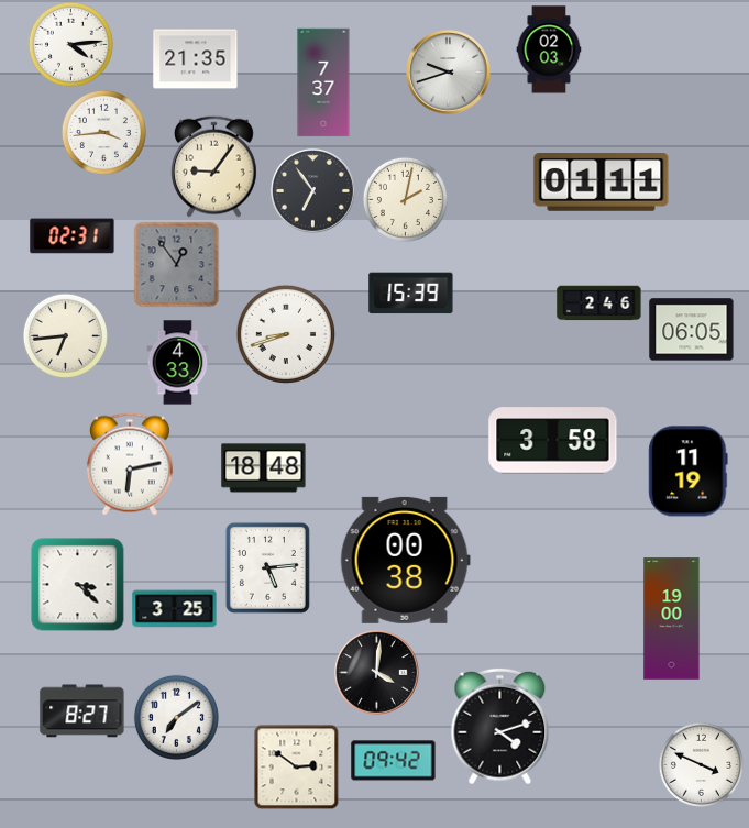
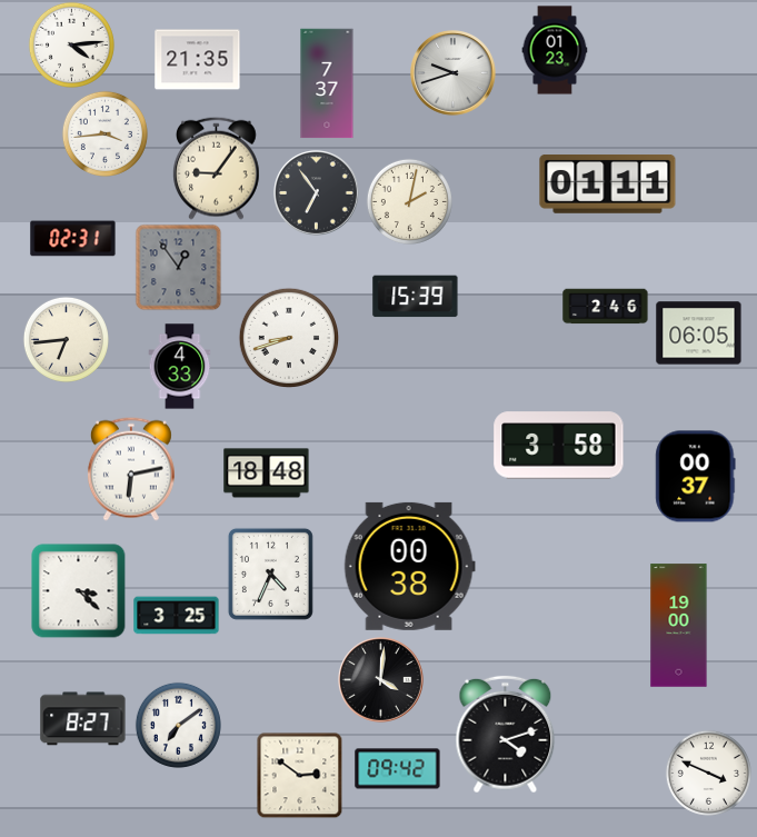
clock at (549, 49): 02:03 -> 01:23
clock at (689, 472): 11:19 -> 00:37
clock at (267, 567): 5:14 -> 4:34
